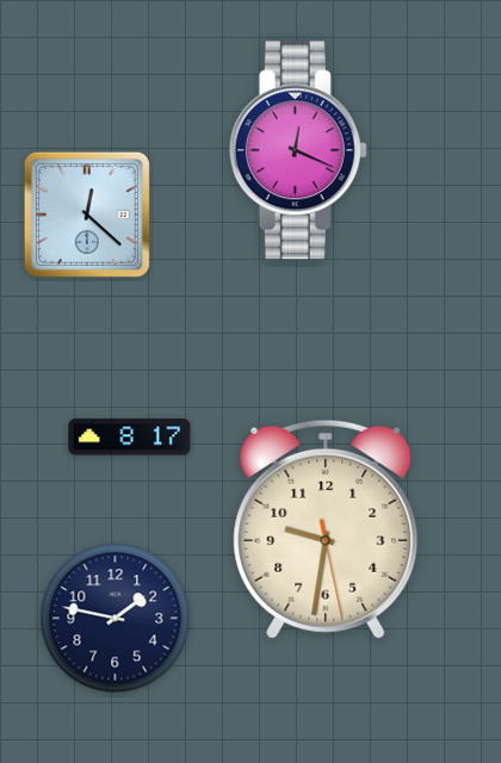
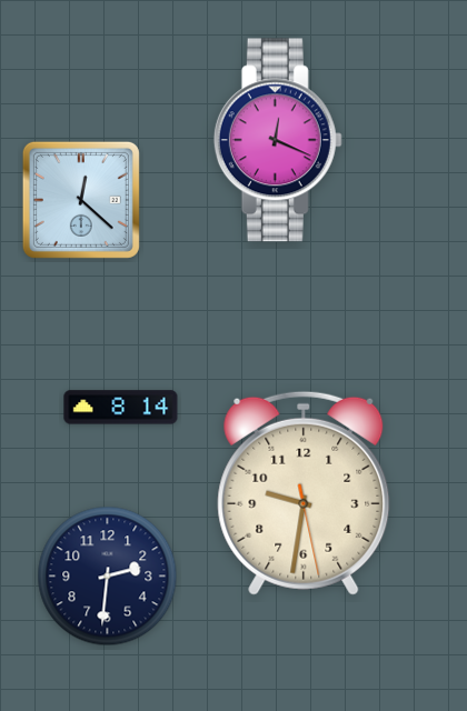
clock at (130, 438): 8:17 -> 8:14
clock at (116, 619): 1:47 -> 2:31
